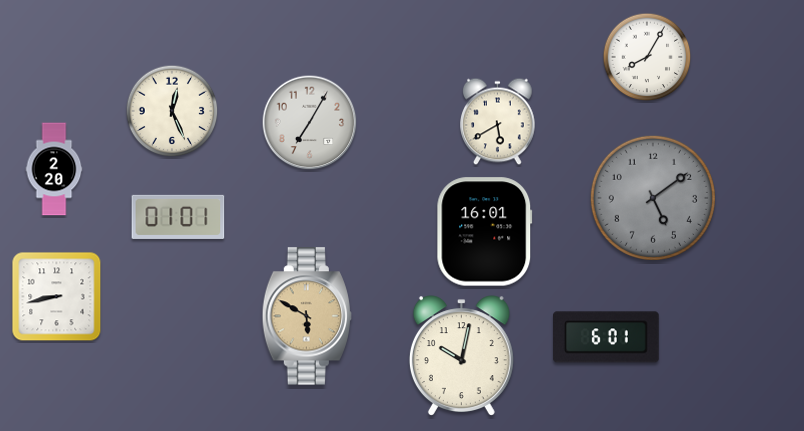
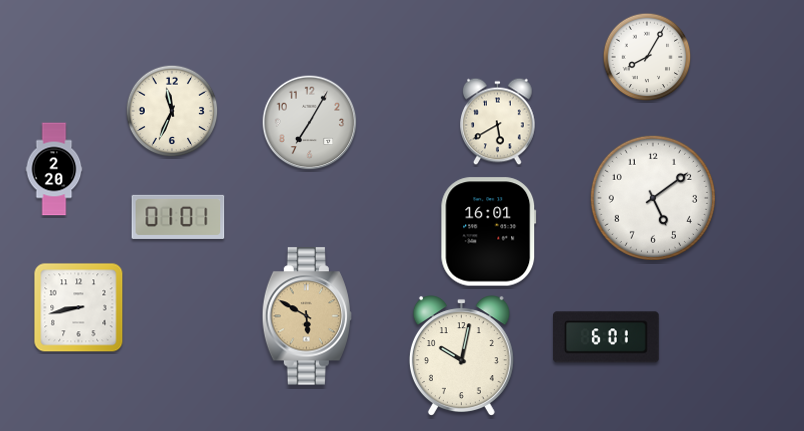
clock at (172, 111): 12:26 -> 11:34
clock at (653, 198) dial: grey -> white
clock at (485, 232) position: (485, 232) -> (489, 232)
clock at (57, 297) position: (57, 297) -> (79, 308)
